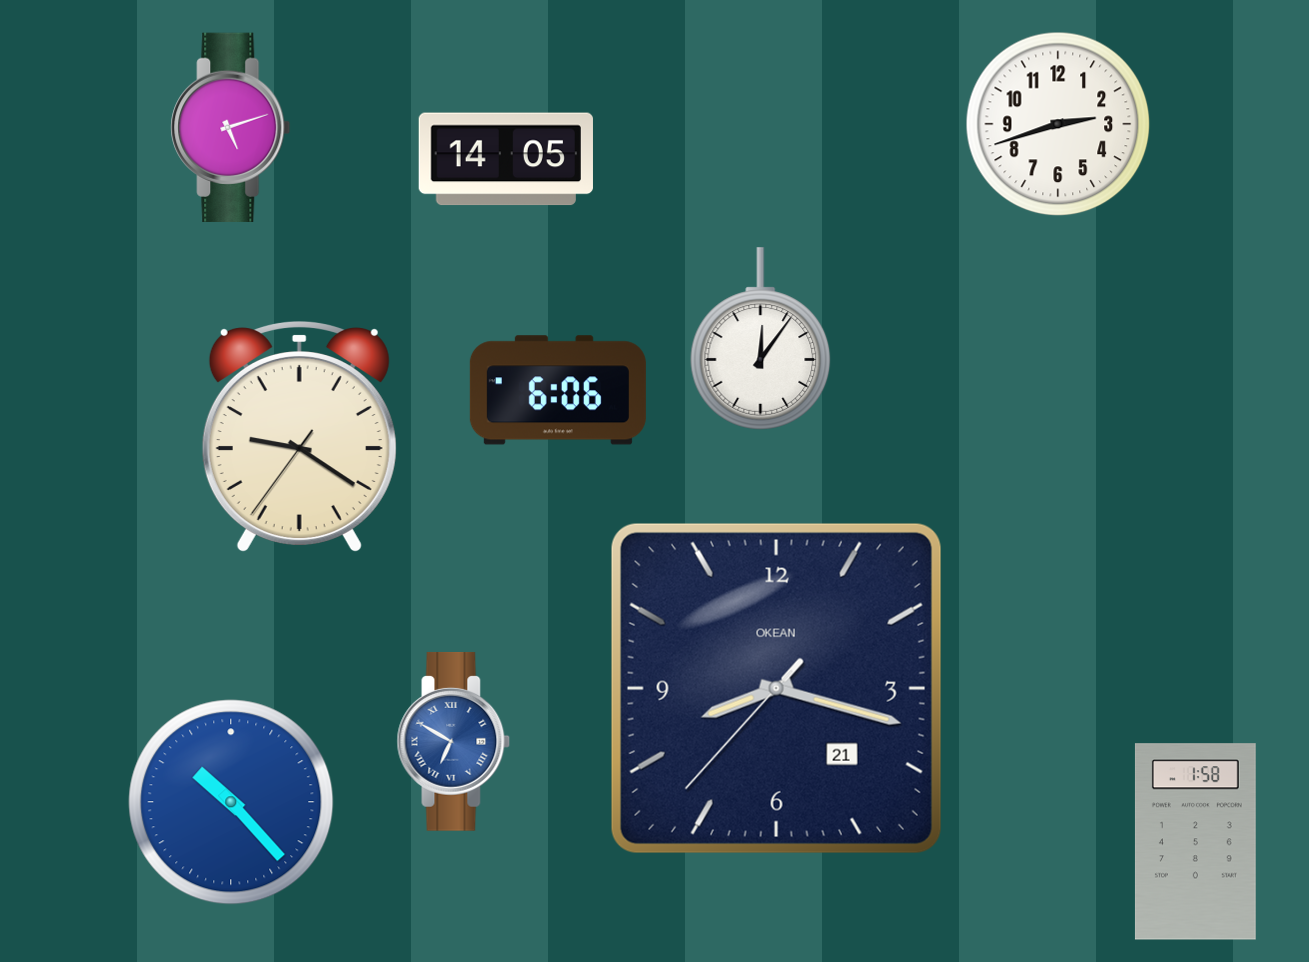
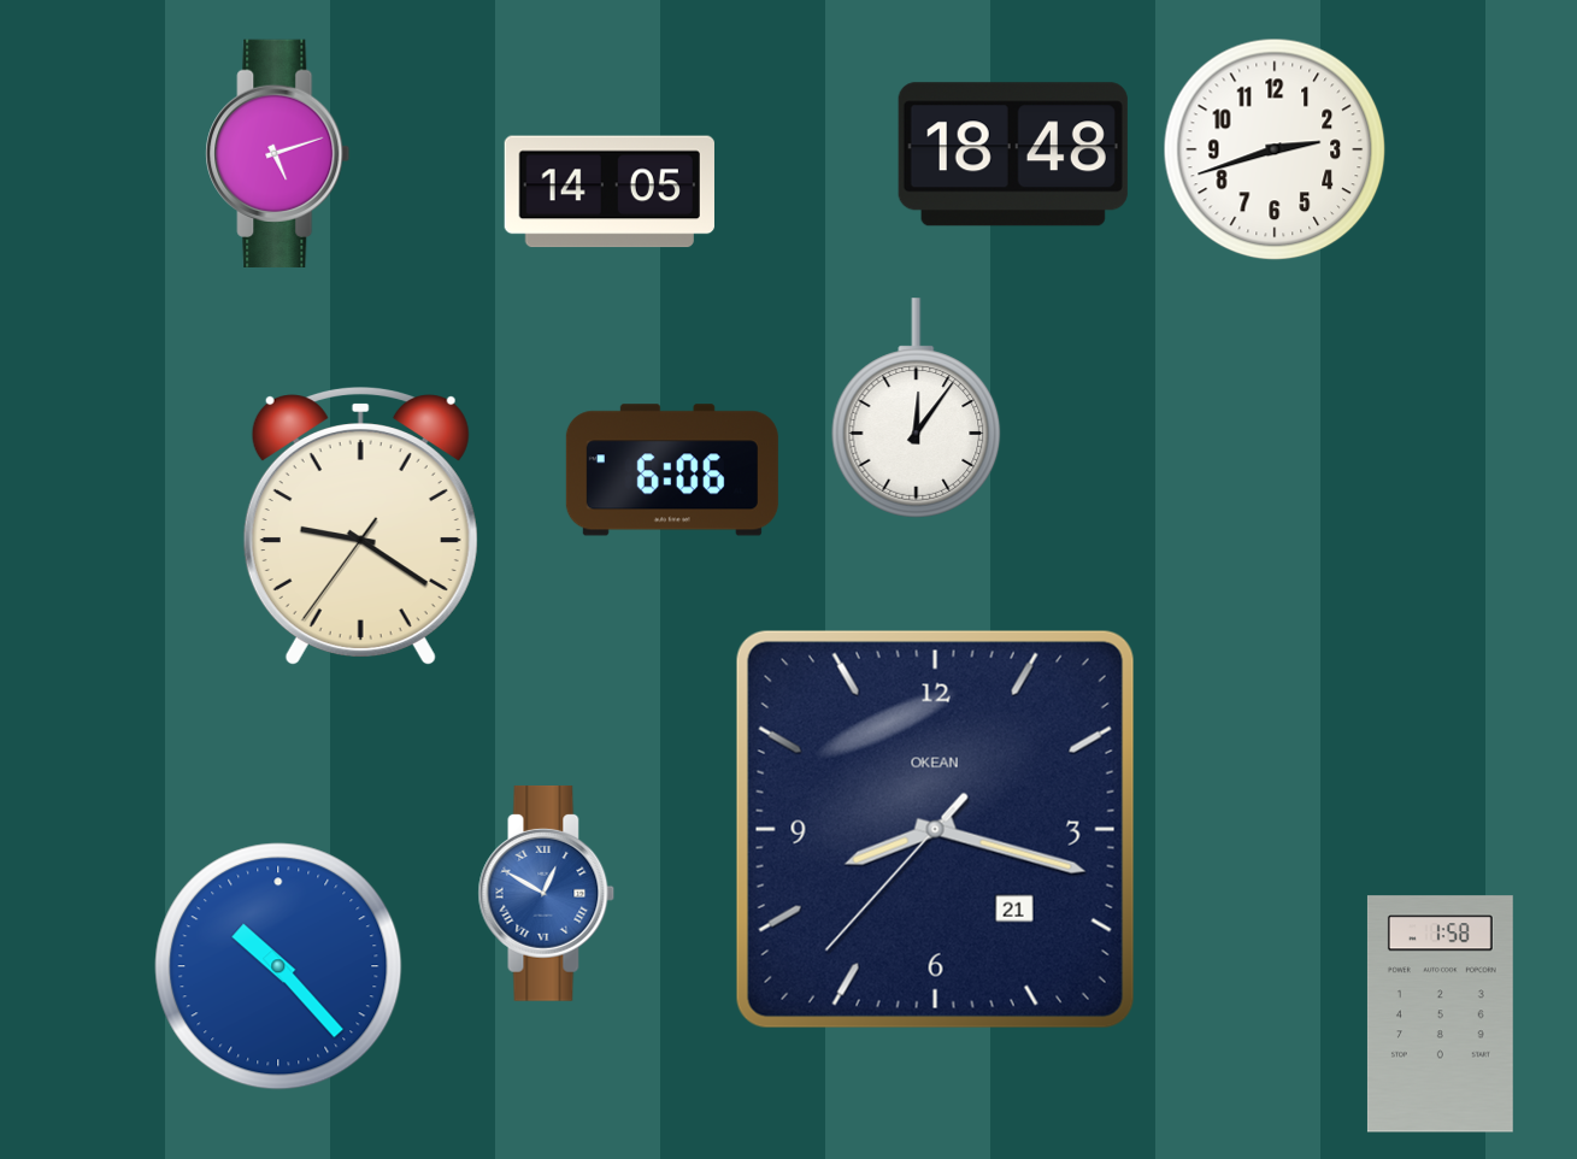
clock at (1013, 154): none -> 18:48
clock at (454, 741): 6:50 -> 12:50
